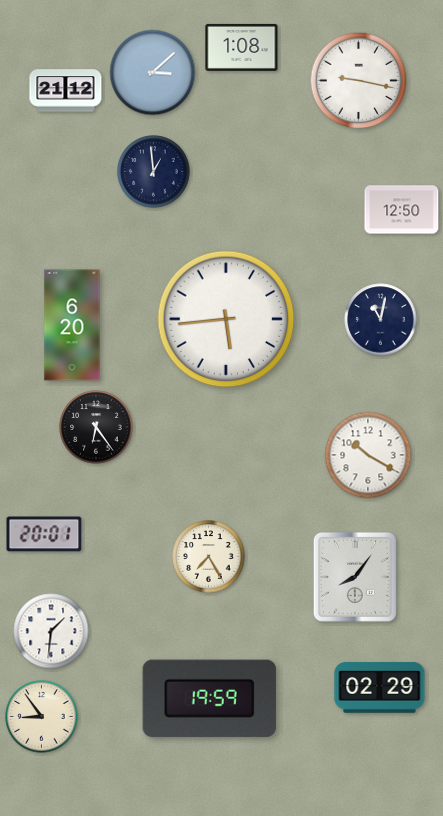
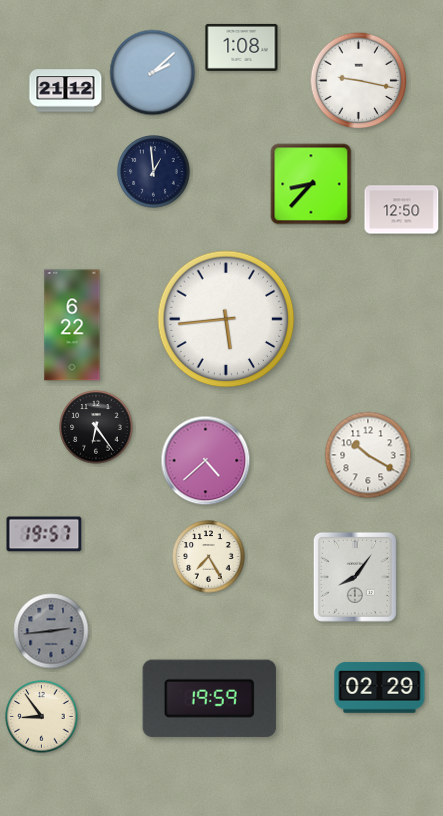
clock at (153, 73): 3:08 -> 2:08
clock at (311, 184): none -> 8:37
clock at (381, 320): 11:02 -> none
clock at (72, 325): 6:20 -> 6:22
clock at (206, 461): none -> 4:38
clock at (44, 534): 20:01 -> 19:57
clock at (51, 631): 1:31 -> 2:44
clock at (51, 631) dial: white -> grey
